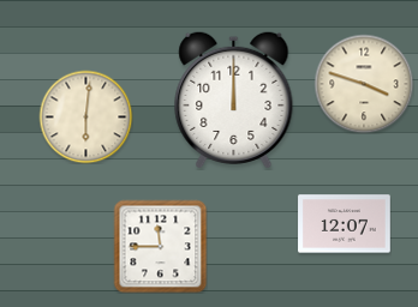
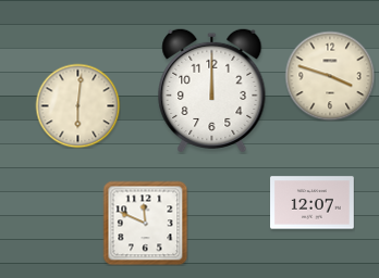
clock at (160, 246): 11:45 -> 11:49
